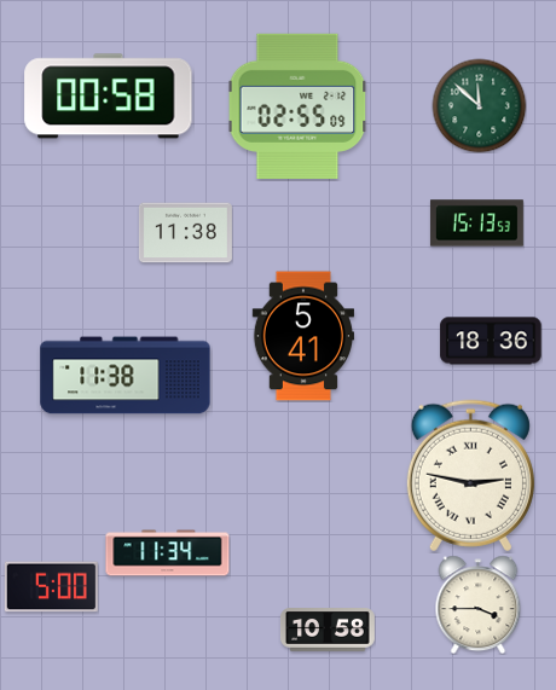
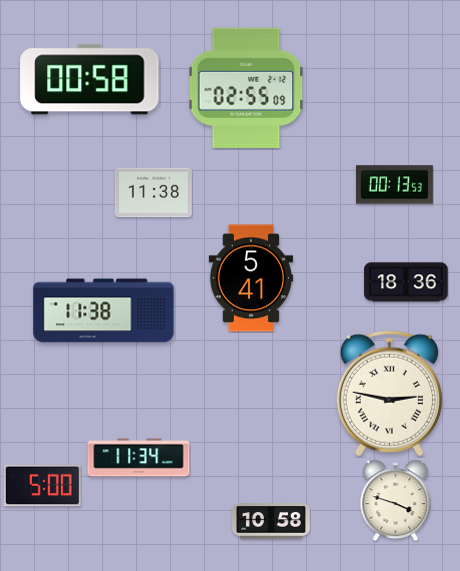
clock at (479, 105): 11:52 -> none
clock at (476, 224): 15:13 -> 00:13
clock at (479, 604): 3:45 -> 3:48
